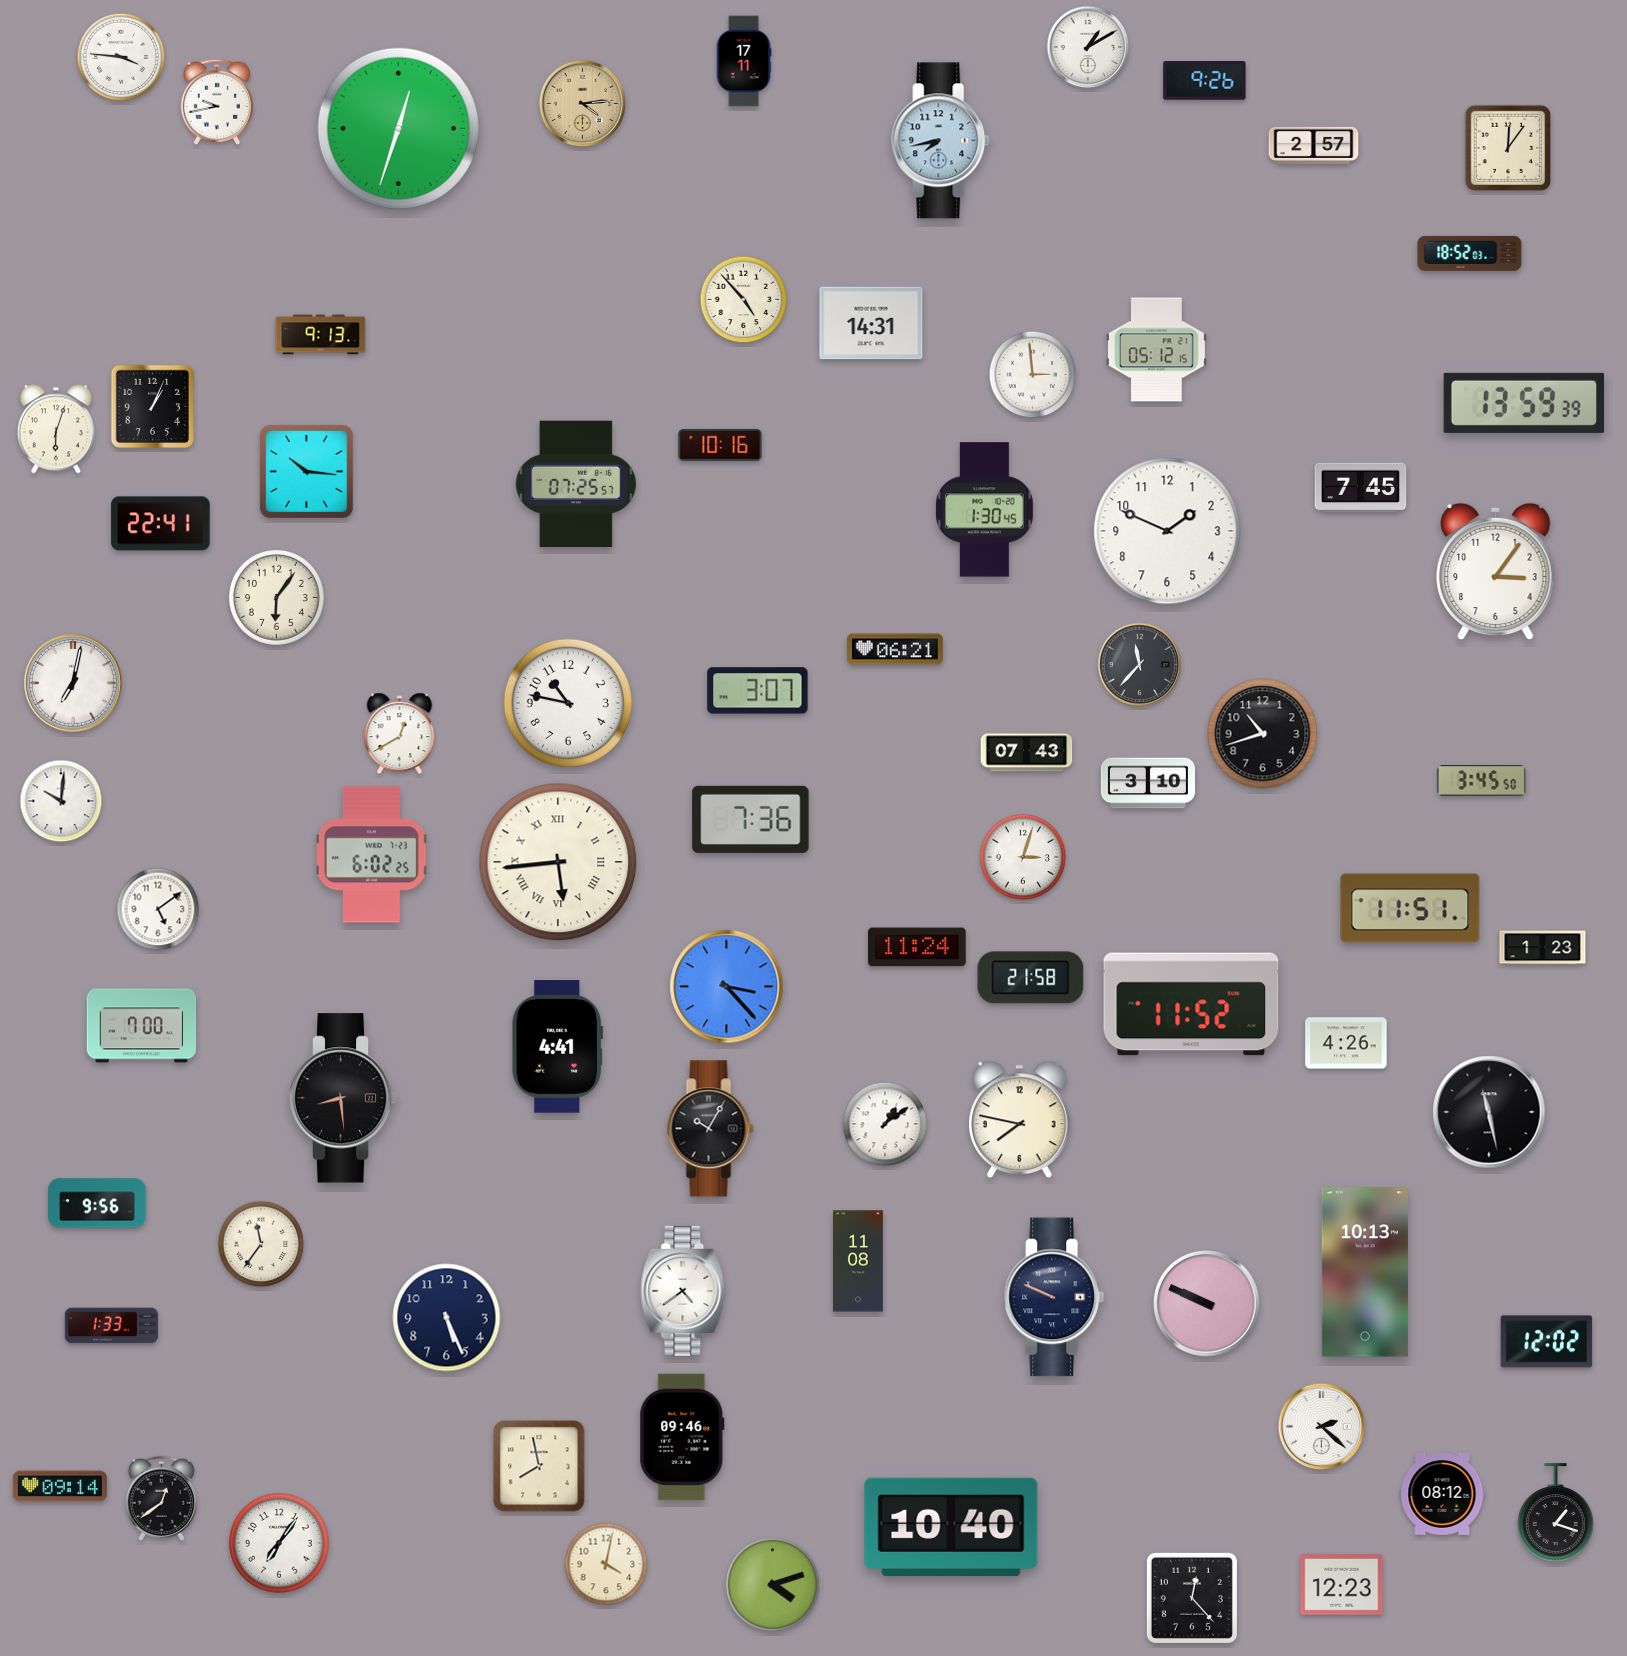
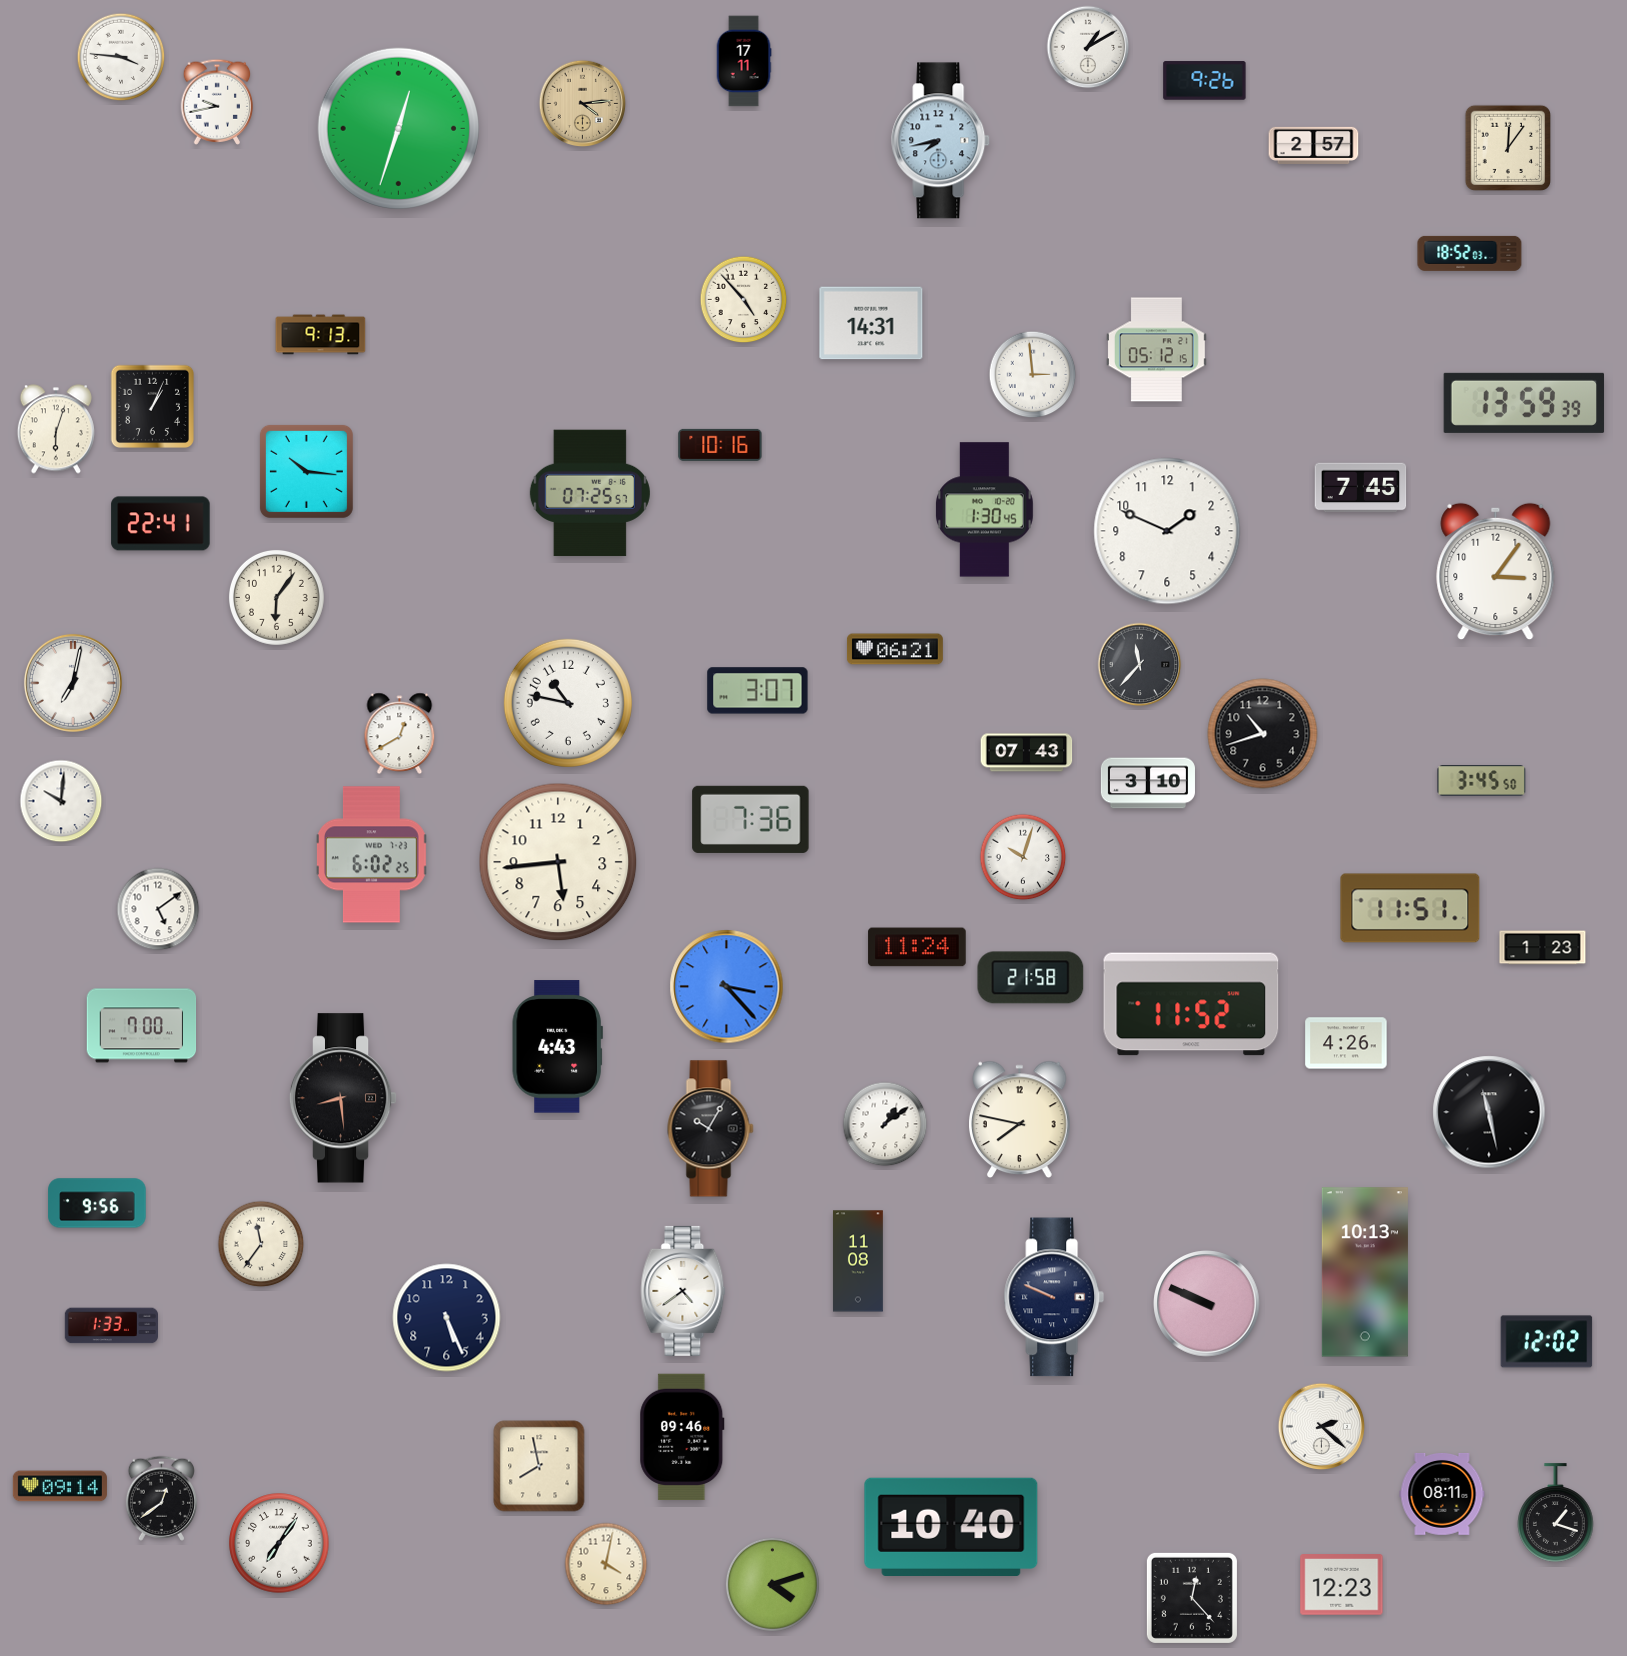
clock at (576, 484) position: (576, 484) -> (590, 493)
clock at (1023, 857): 3:03 -> 10:03
clock at (558, 862) numerals: Roman -> Arabic
clock at (557, 1047): 4:41 -> 4:43
clock at (1442, 1494): 08:12 -> 08:11
